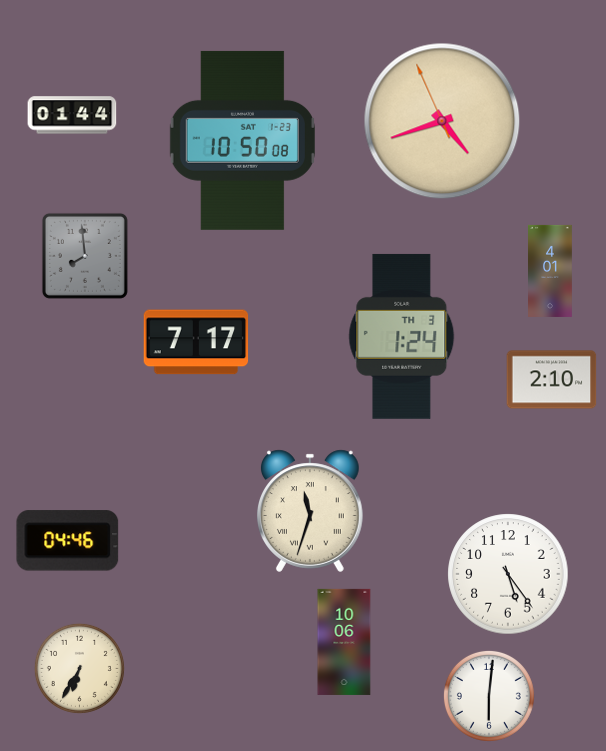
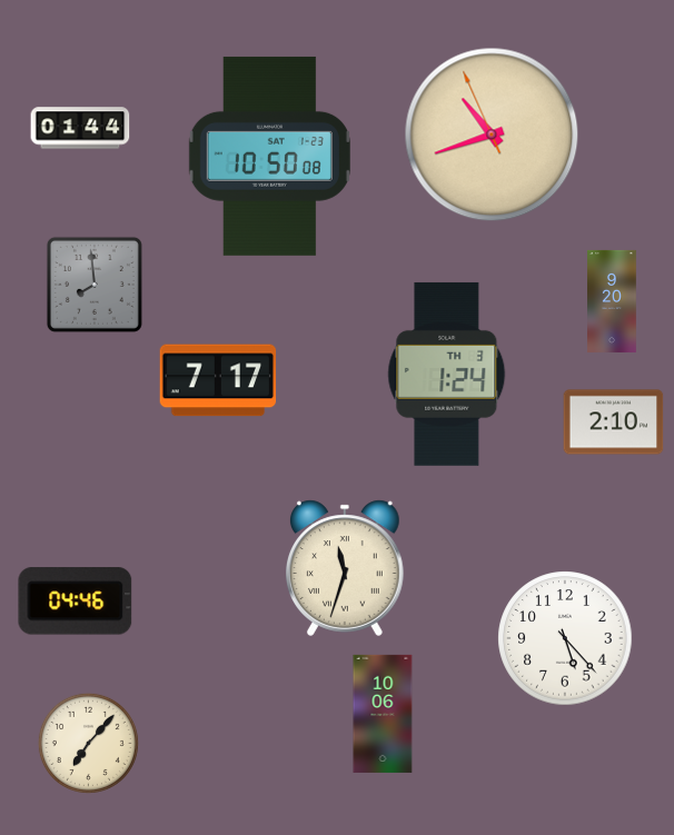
clock at (442, 121): 4:41 -> 10:41
clock at (551, 271): 4:01 -> 9:20
clock at (508, 574): 5:24 -> 5:23
clock at (79, 668): 6:35 -> 7:07
clock at (489, 696): 6:01 -> none
